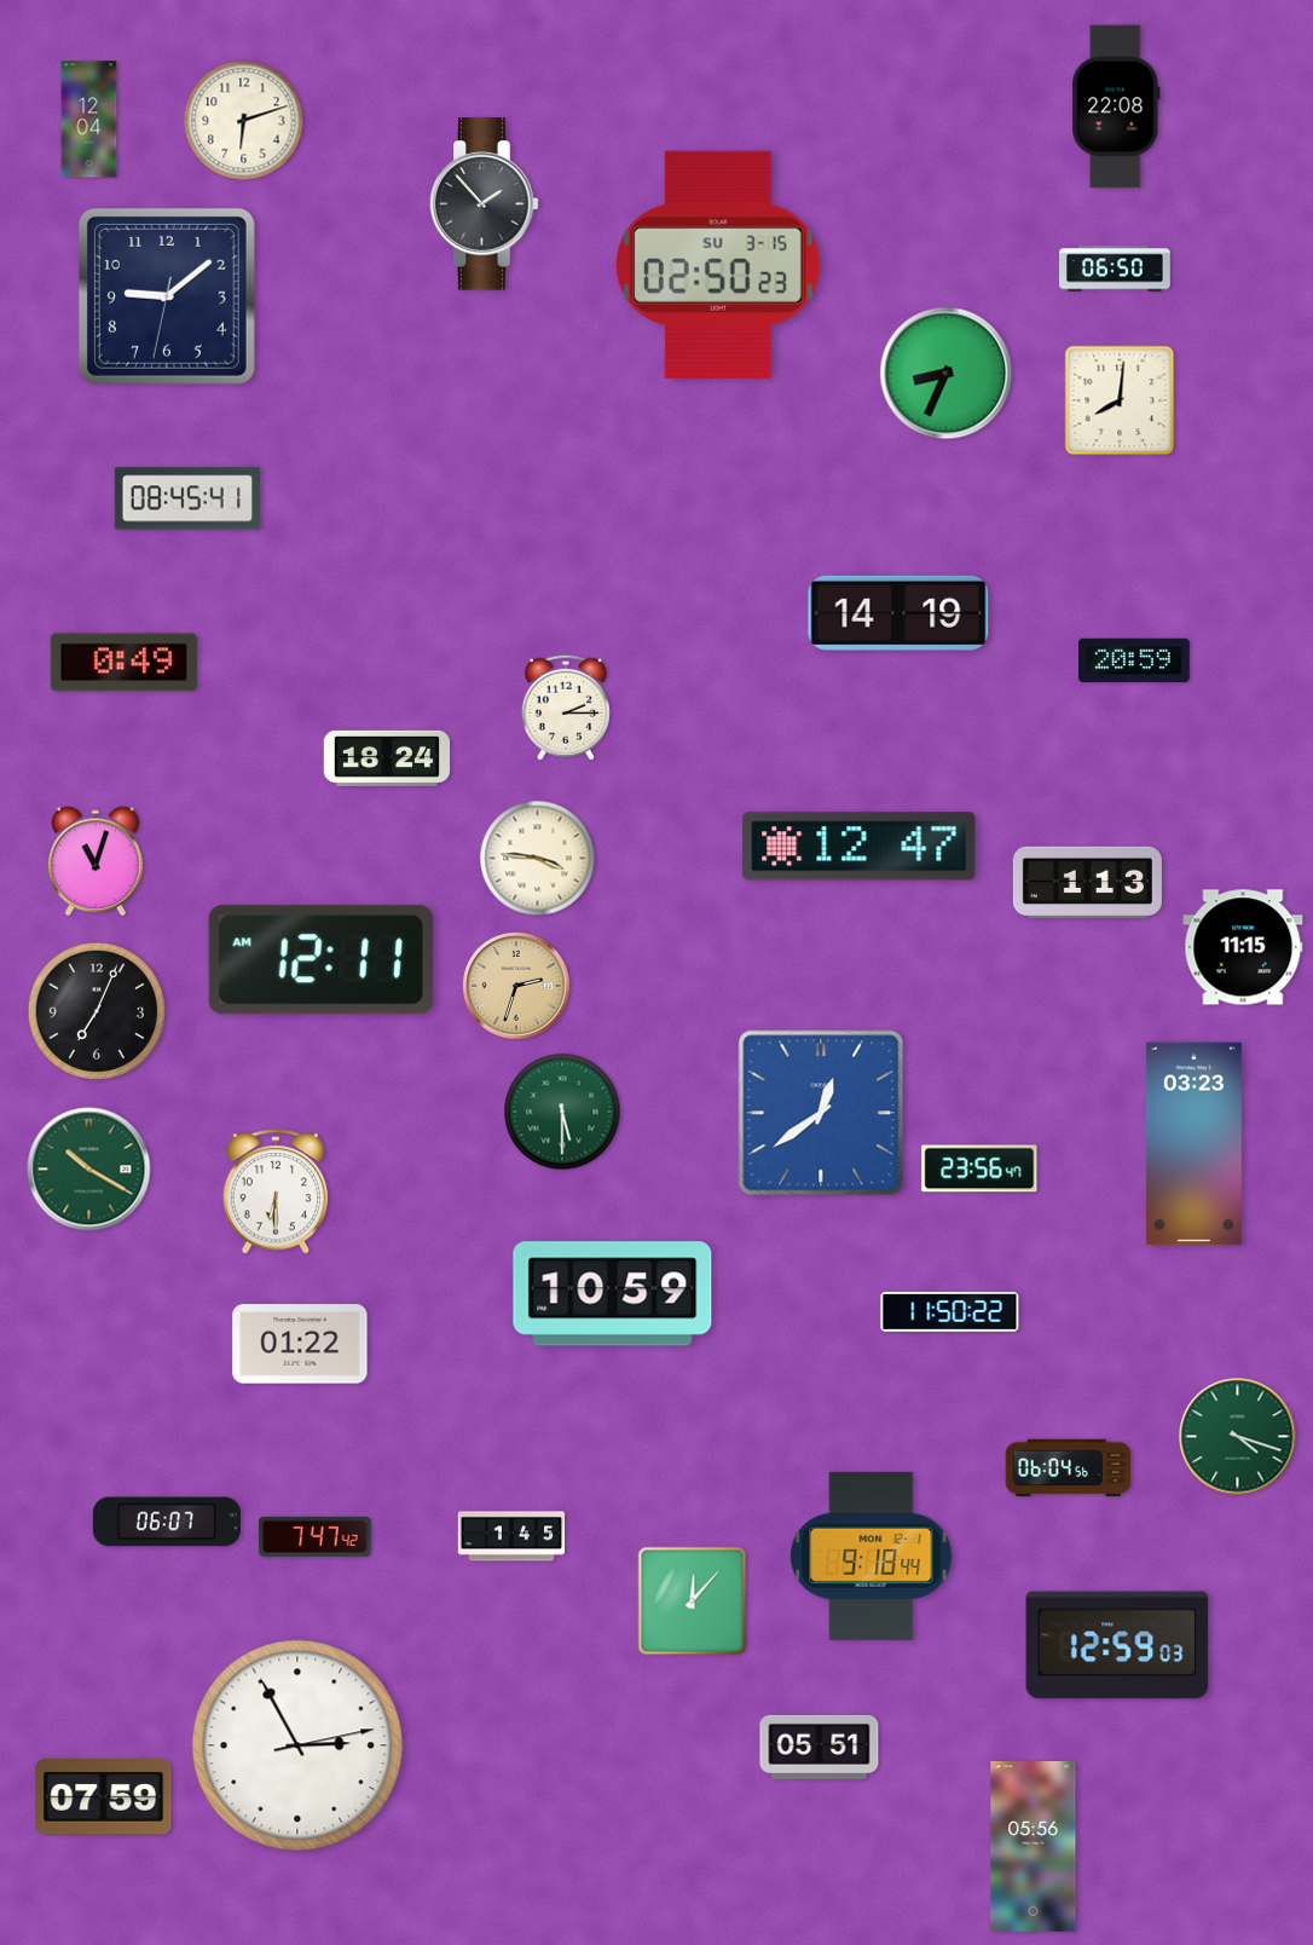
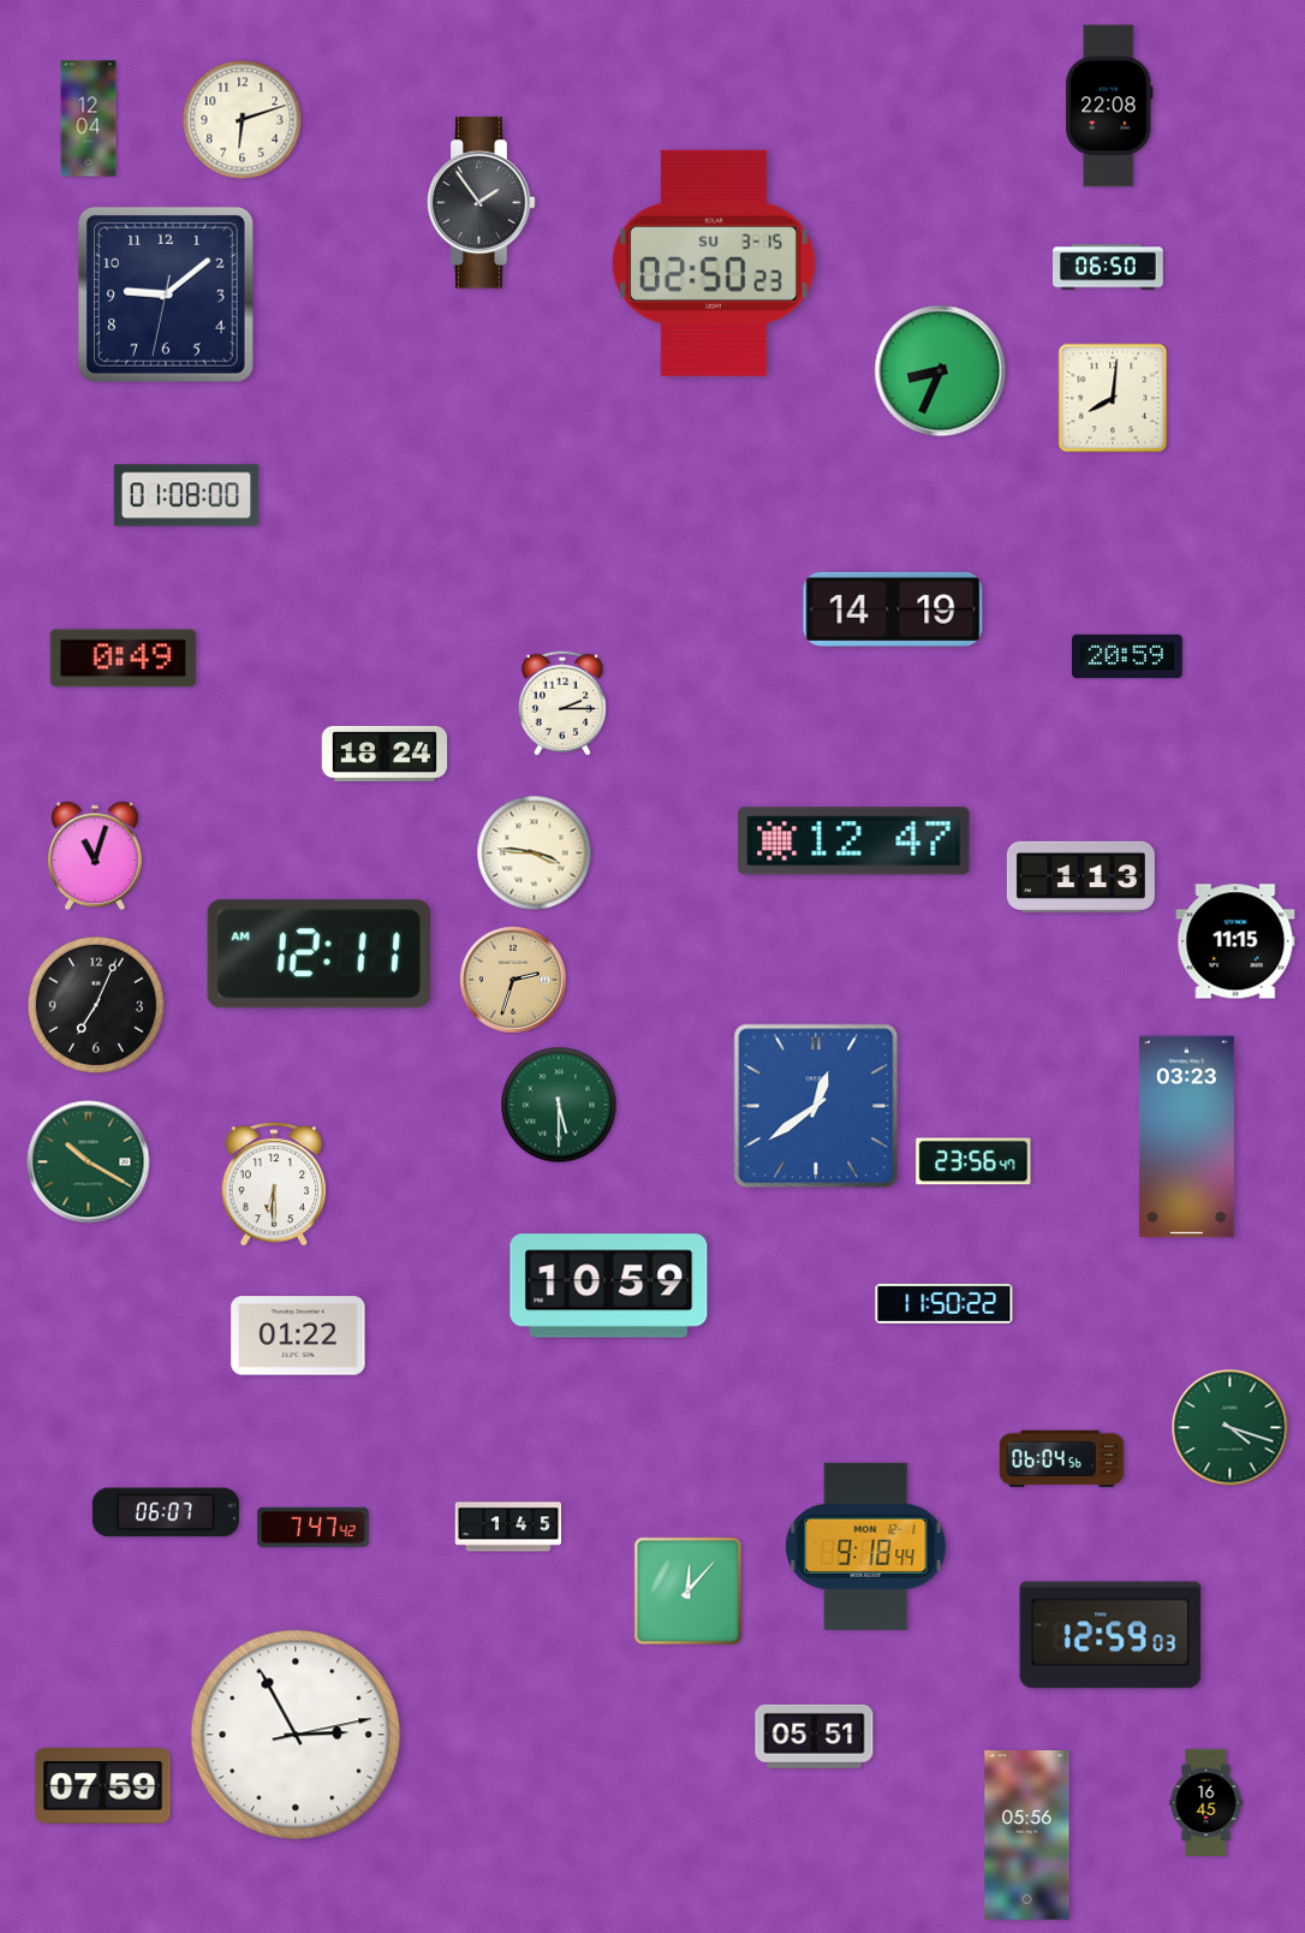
clock at (485, 204): 1:53 -> 1:54
clock at (187, 498): 08:45 -> 01:08
clock at (1206, 1802): none -> 16:45
